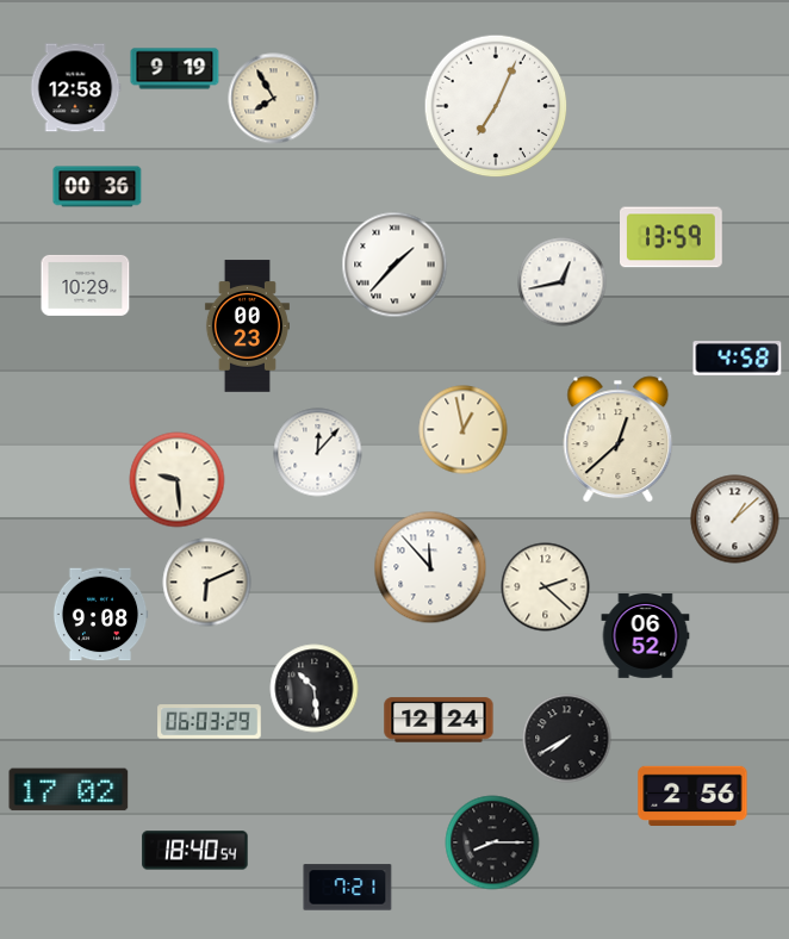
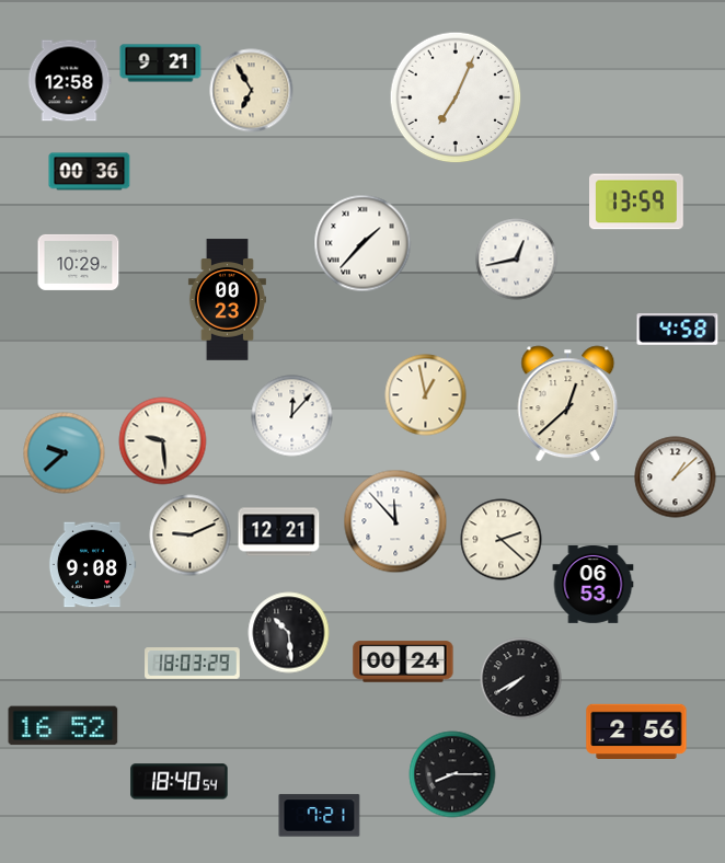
clock at (175, 69): 9:19 -> 9:21
clock at (274, 99): 7:55 -> 6:55
clock at (672, 237) position: (672, 237) -> (637, 202)
clock at (65, 453): none -> 9:38
clock at (279, 532): none -> 12:21
clock at (207, 583): 6:11 -> 9:11
clock at (646, 635): 06:52 -> 06:53
clock at (439, 720): 12:24 -> 00:24
clock at (210, 722): 06:03 -> 18:03
clock at (69, 790): 17:02 -> 16:52
